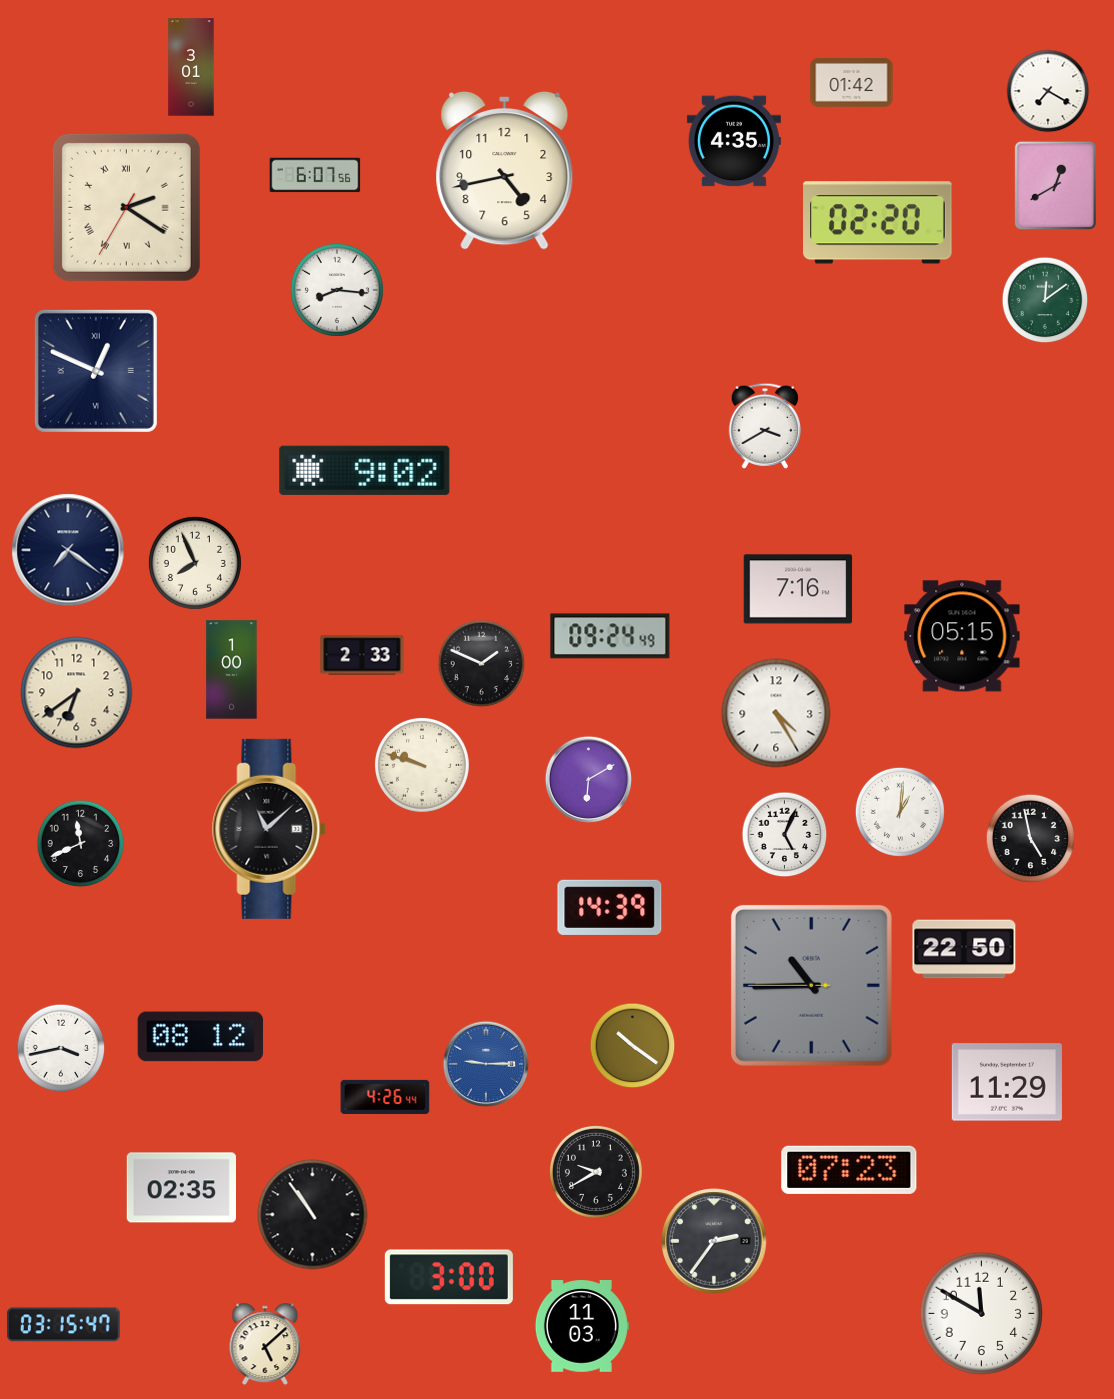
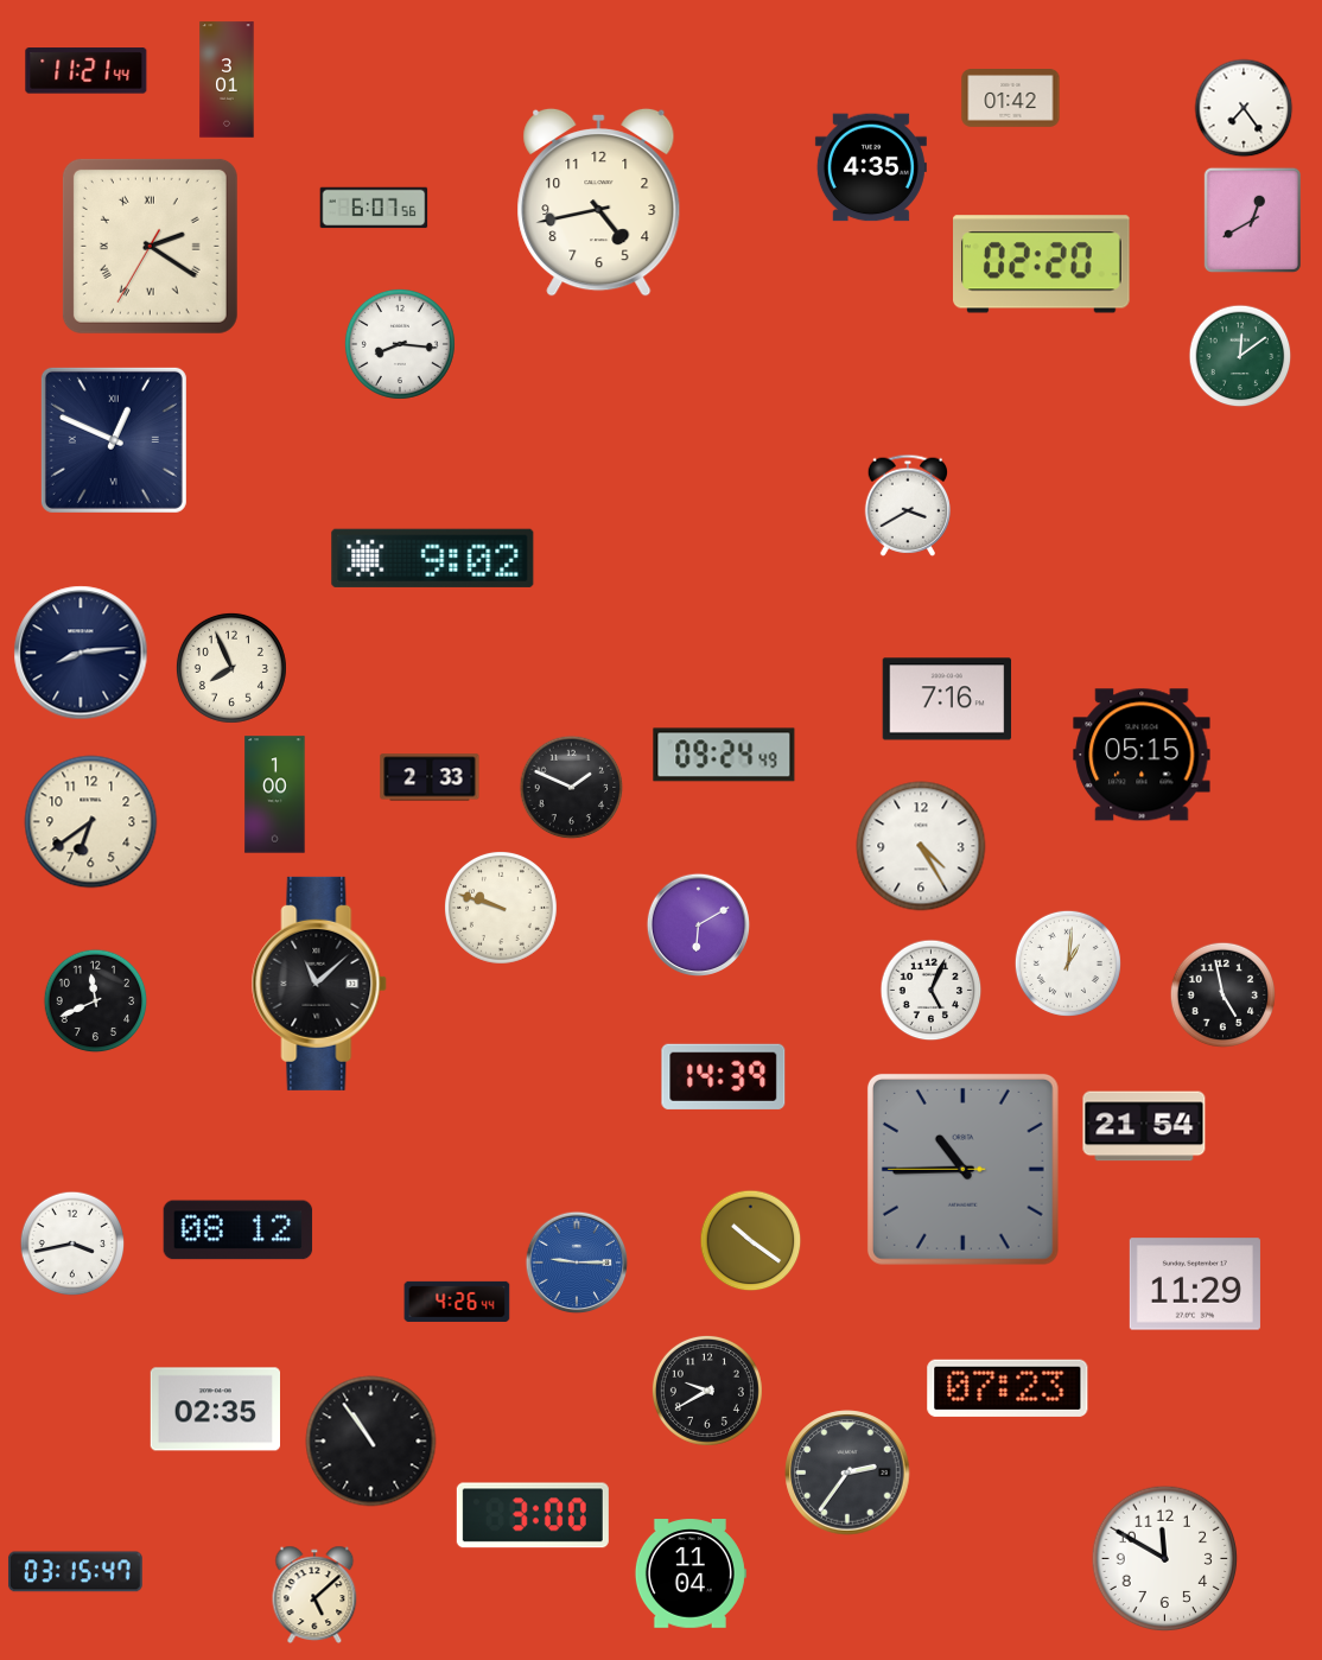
clock at (87, 71): none -> 11:21
clock at (1048, 91): 7:20 -> 7:24
clock at (68, 550): 7:21 -> 8:14
clock at (964, 949): 22:50 -> 21:54
clock at (582, 1326): 11:03 -> 11:04
